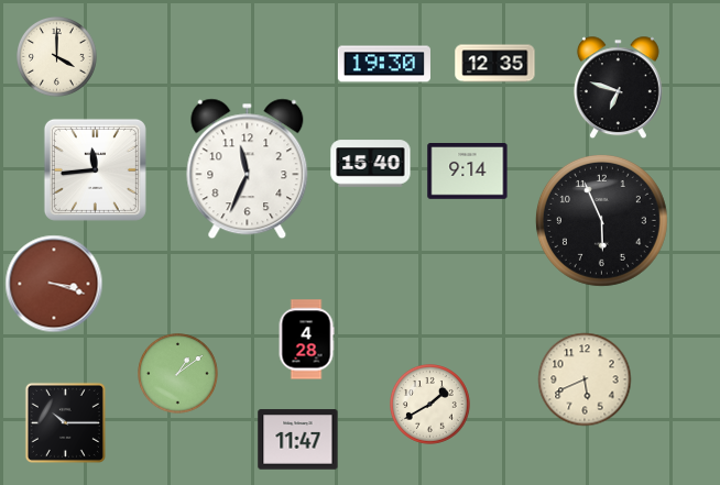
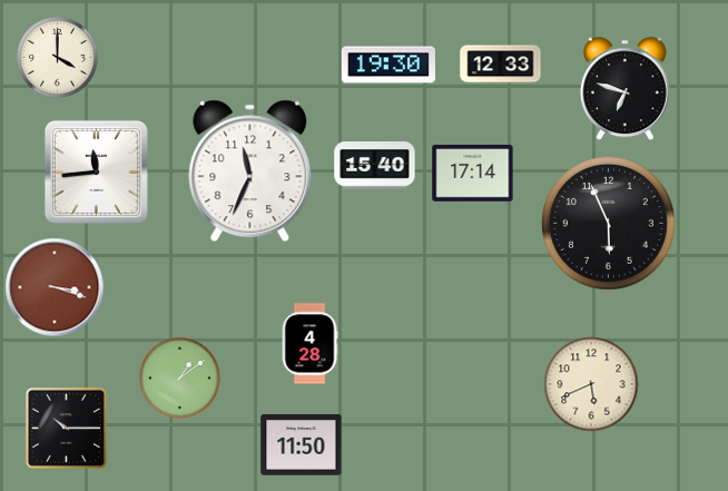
clock at (495, 64): 12:35 -> 12:33
clock at (468, 172): 9:14 -> 17:14
clock at (430, 405): 1:40 -> none
clock at (298, 440): 11:47 -> 11:50
